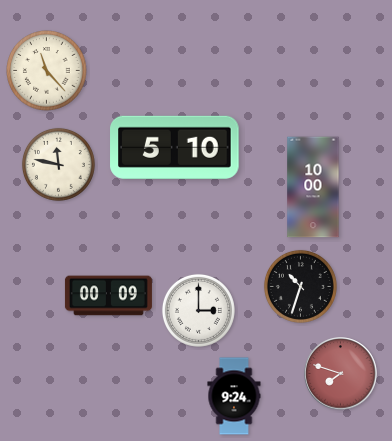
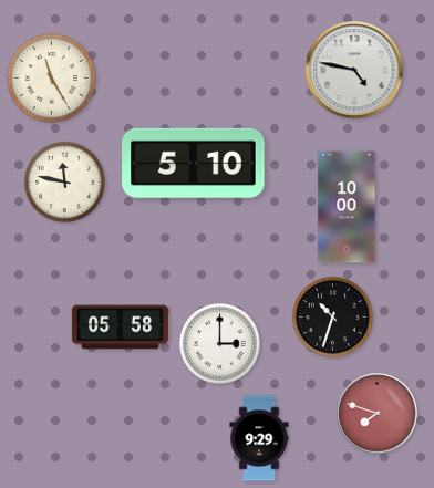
clock at (354, 70): none -> 4:47
clock at (47, 71): 11:23 -> 11:25
clock at (108, 296): 00:09 -> 05:58
clock at (234, 396): 9:24 -> 9:29
